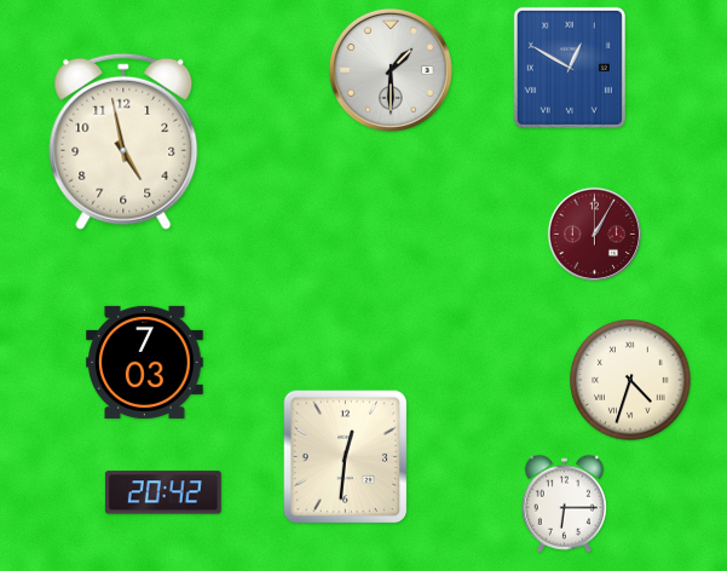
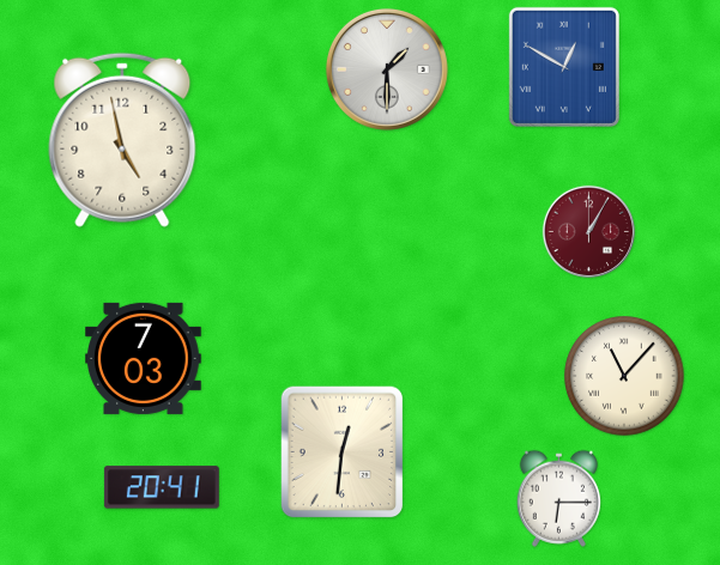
clock at (630, 380): 4:33 -> 11:07
clock at (163, 492): 20:42 -> 20:41
